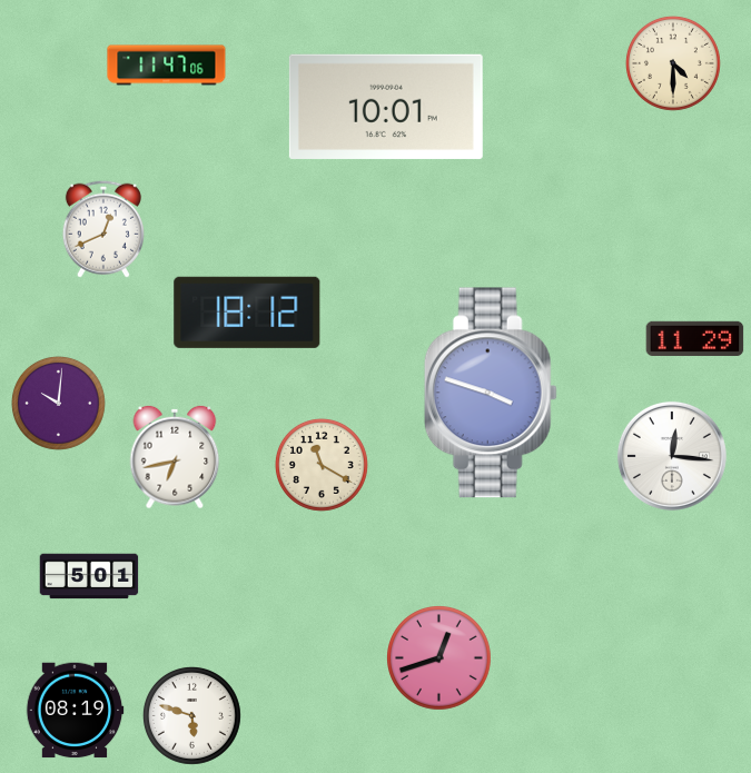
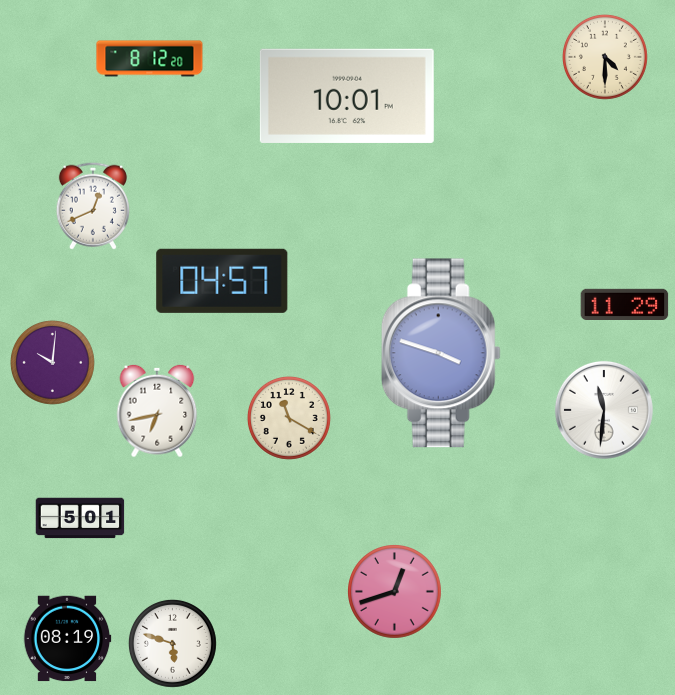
clock at (167, 66): 11:47 -> 8:12
clock at (247, 313): 18:12 -> 04:57
clock at (672, 456): 12:16 -> 11:31
